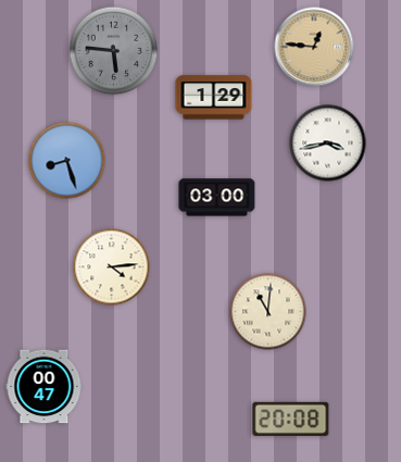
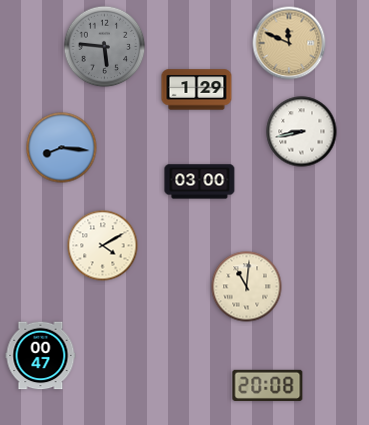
clock at (314, 47): 12:46 -> 11:49
clock at (328, 143): 3:43 -> 8:43
clock at (67, 161): 8:27 -> 8:16
clock at (112, 267): 4:14 -> 4:10
